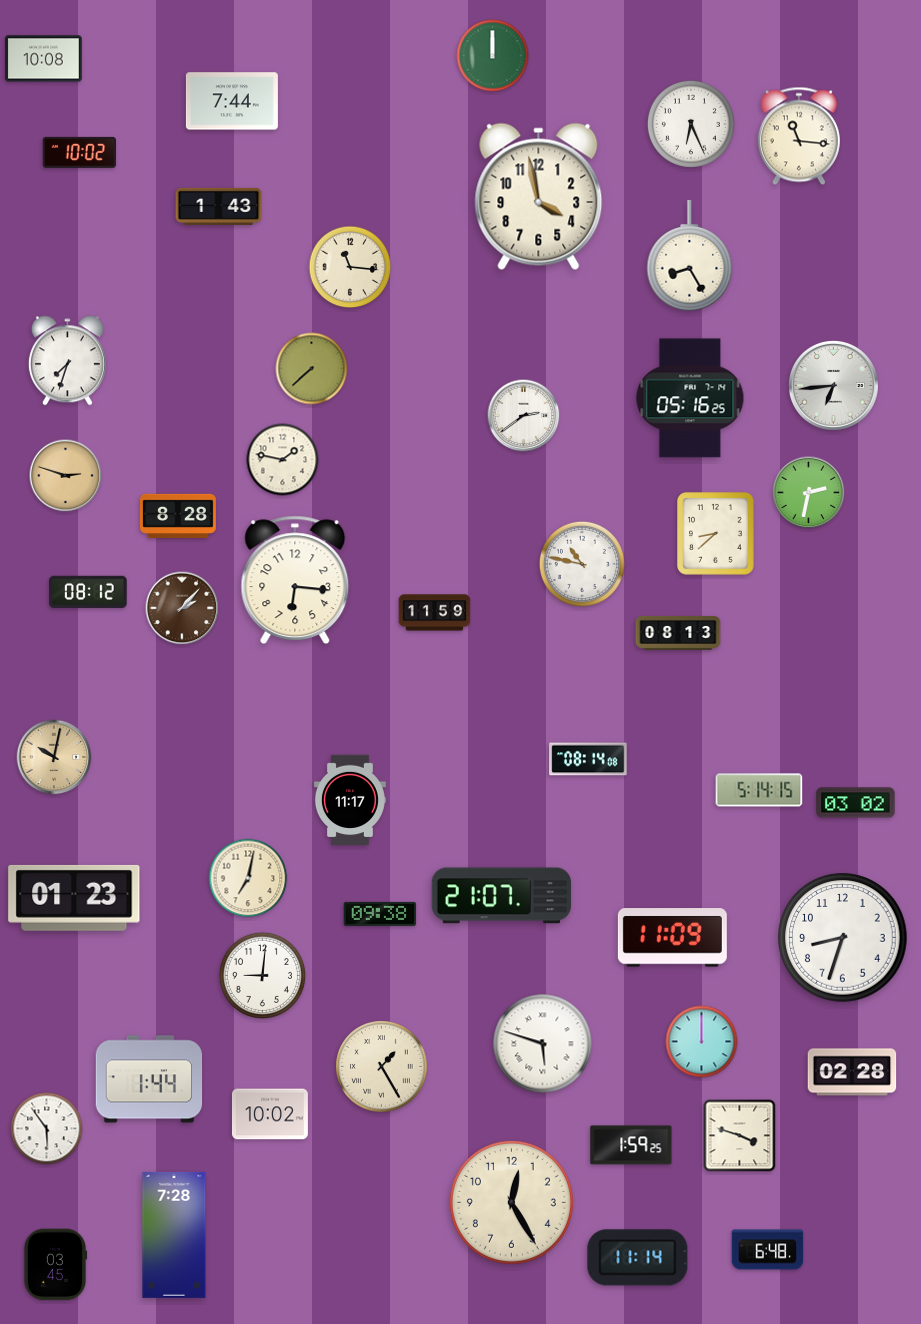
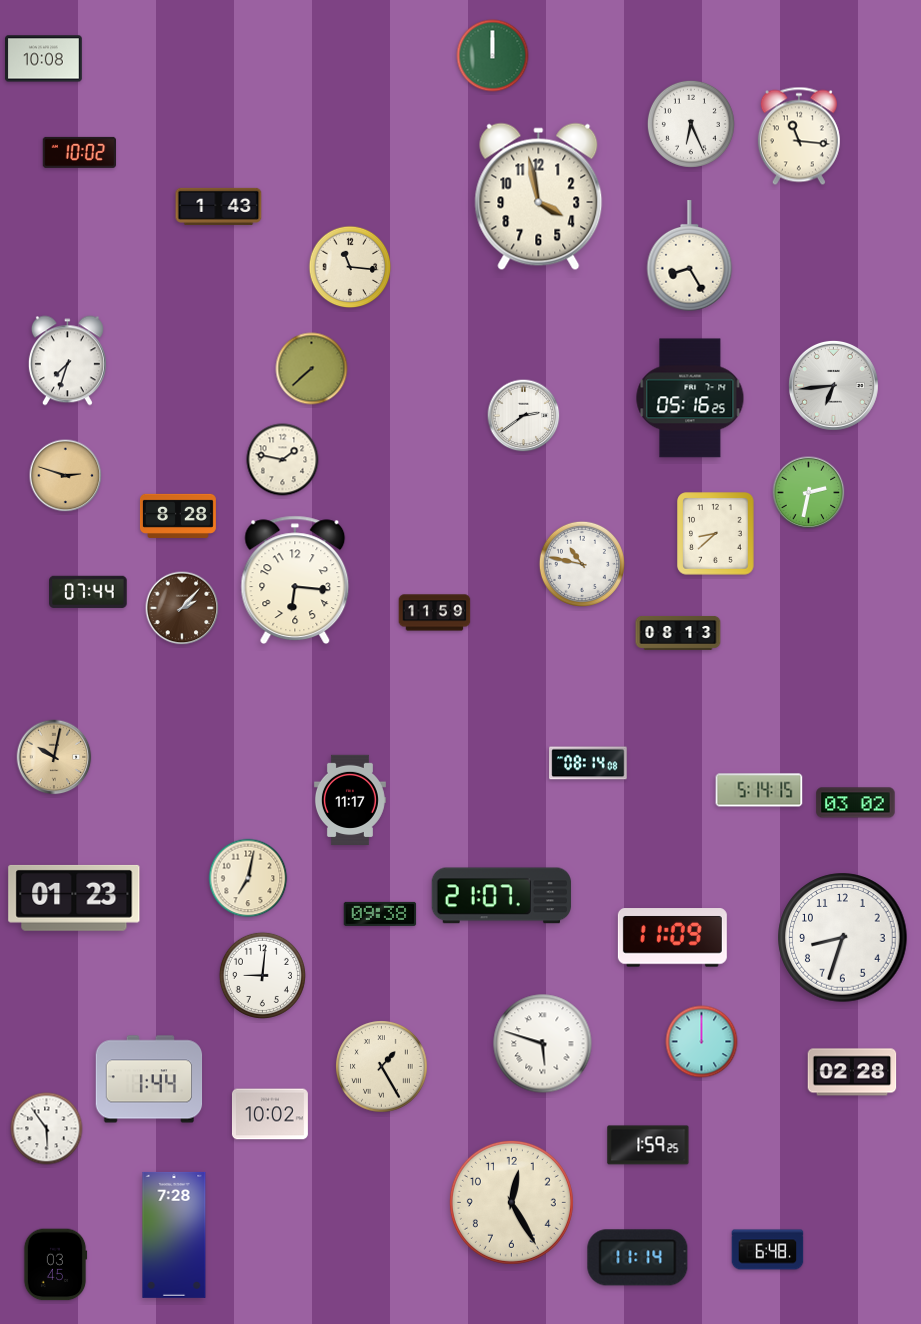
clock at (232, 101): 7:44 -> none
clock at (88, 592): 08:12 -> 07:44
clock at (588, 759) position: (588, 759) -> (588, 763)
clock at (740, 1136): 3:48 -> none
clock at (631, 1145) position: (631, 1145) -> (648, 1145)
